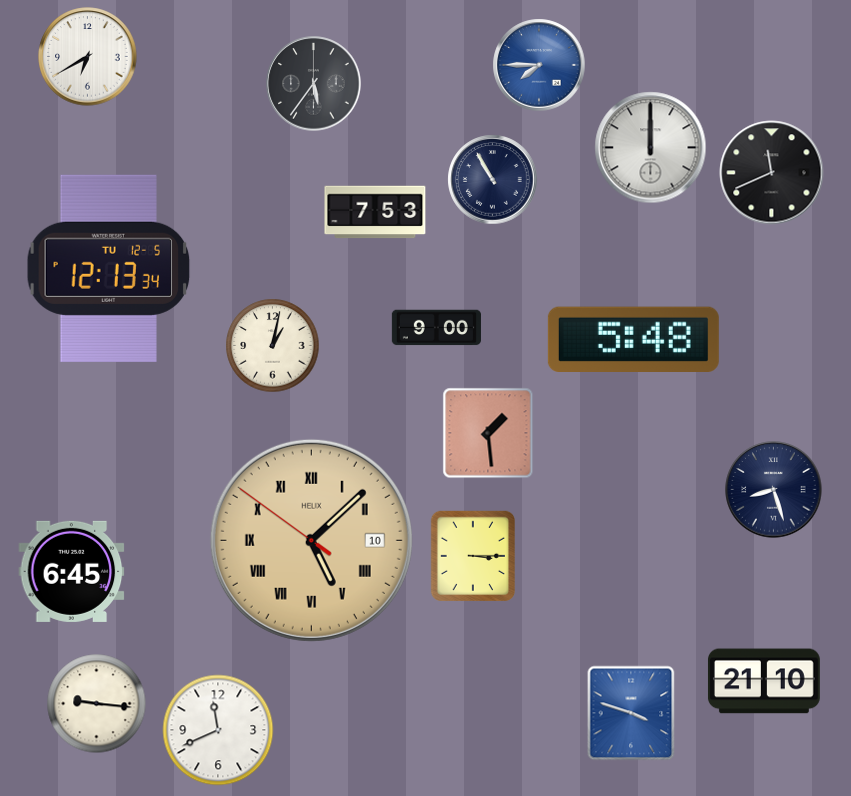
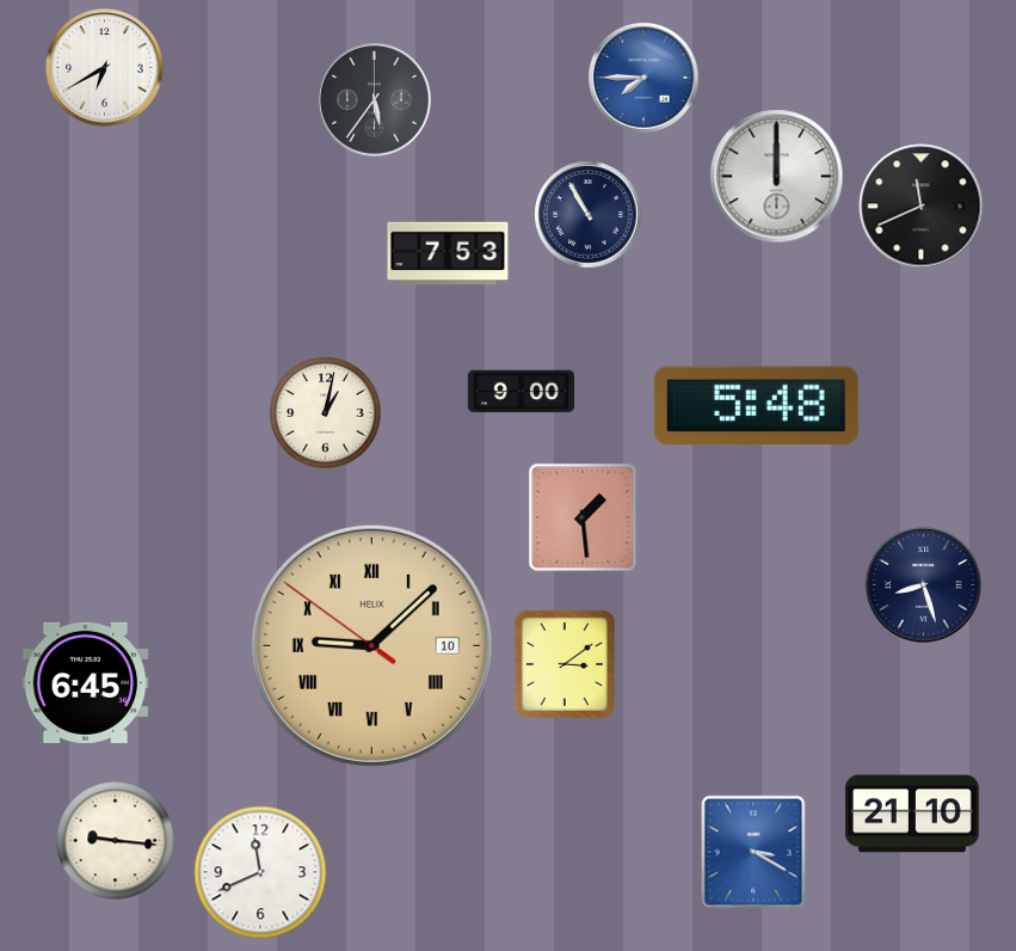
clock at (109, 268): 12:13 -> none
clock at (311, 540): 5:07 -> 9:07
clock at (472, 555): 3:15 -> 3:09
clock at (631, 713): 3:48 -> 3:20
